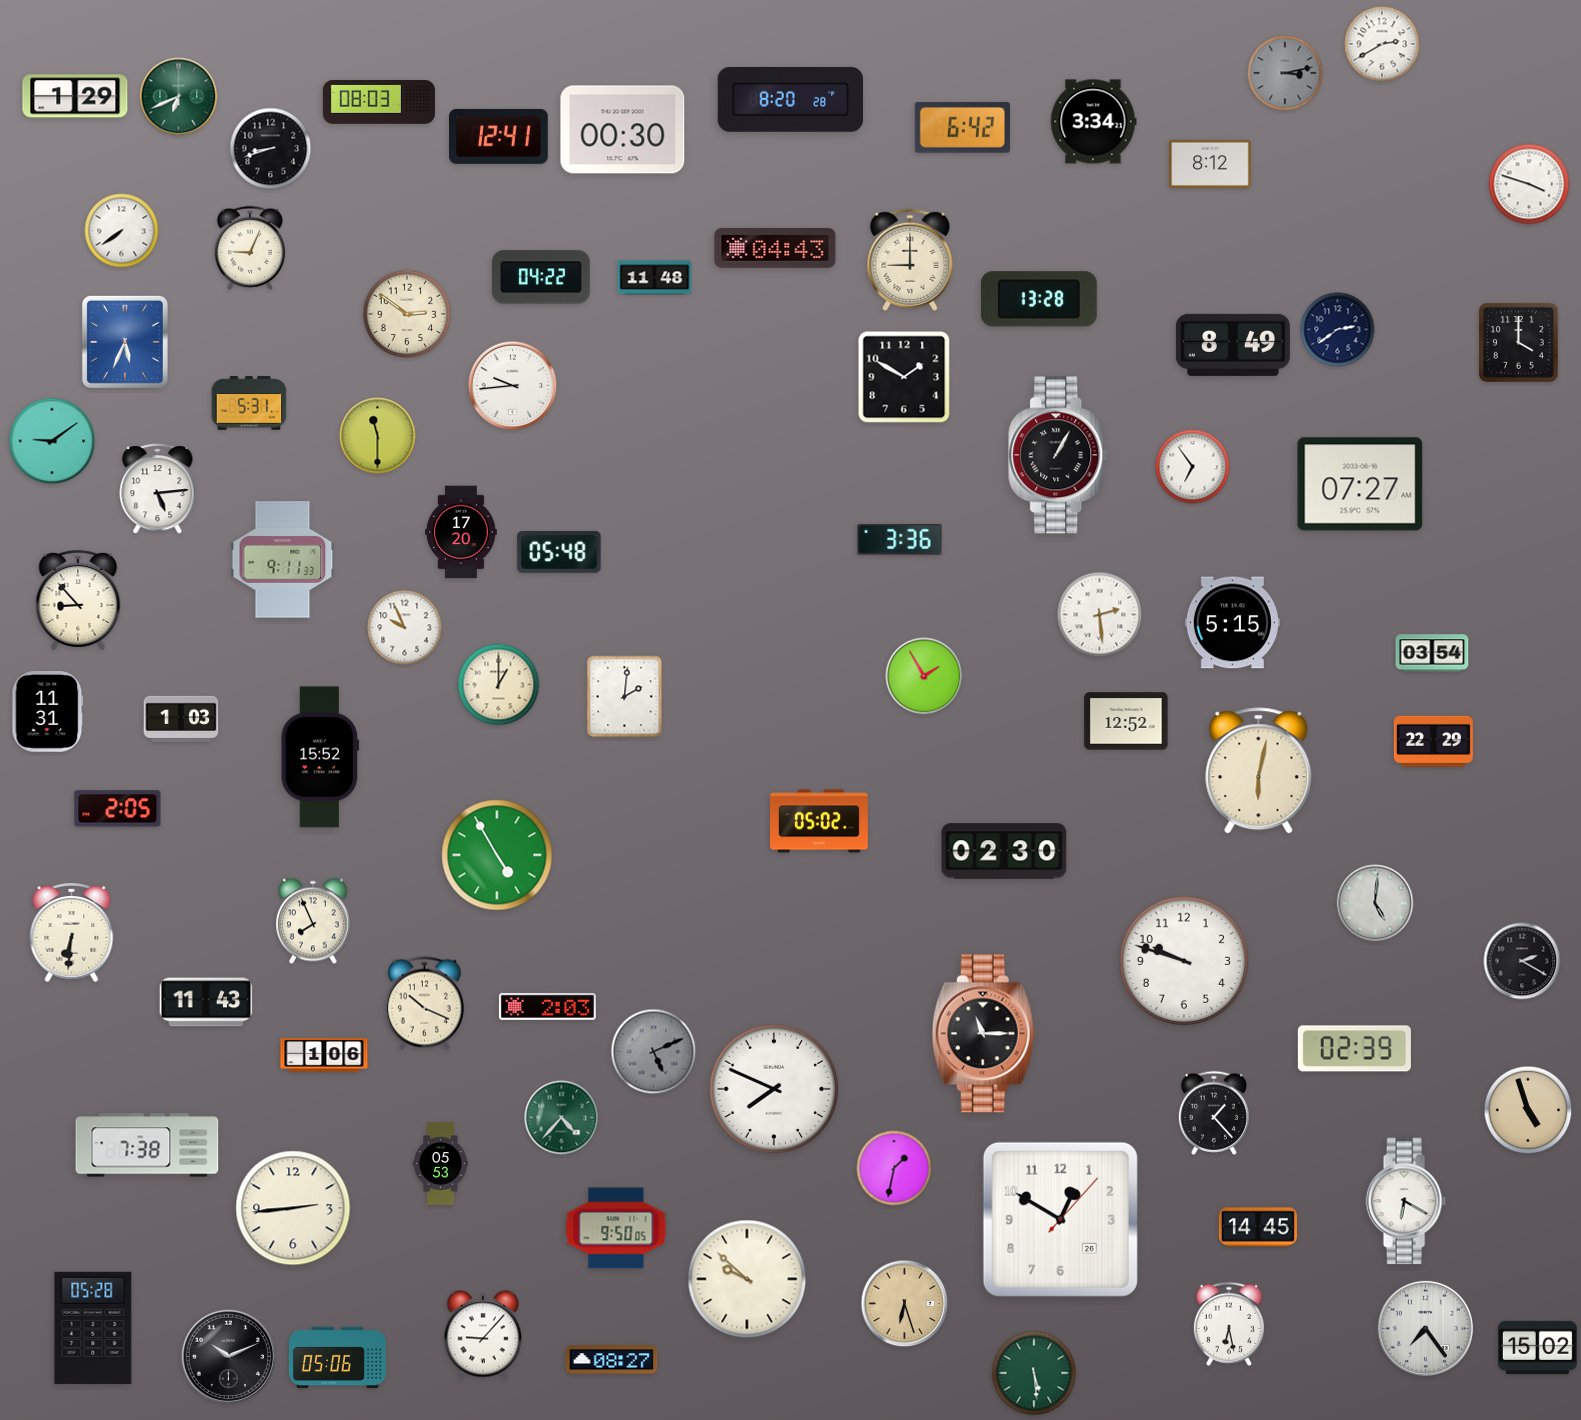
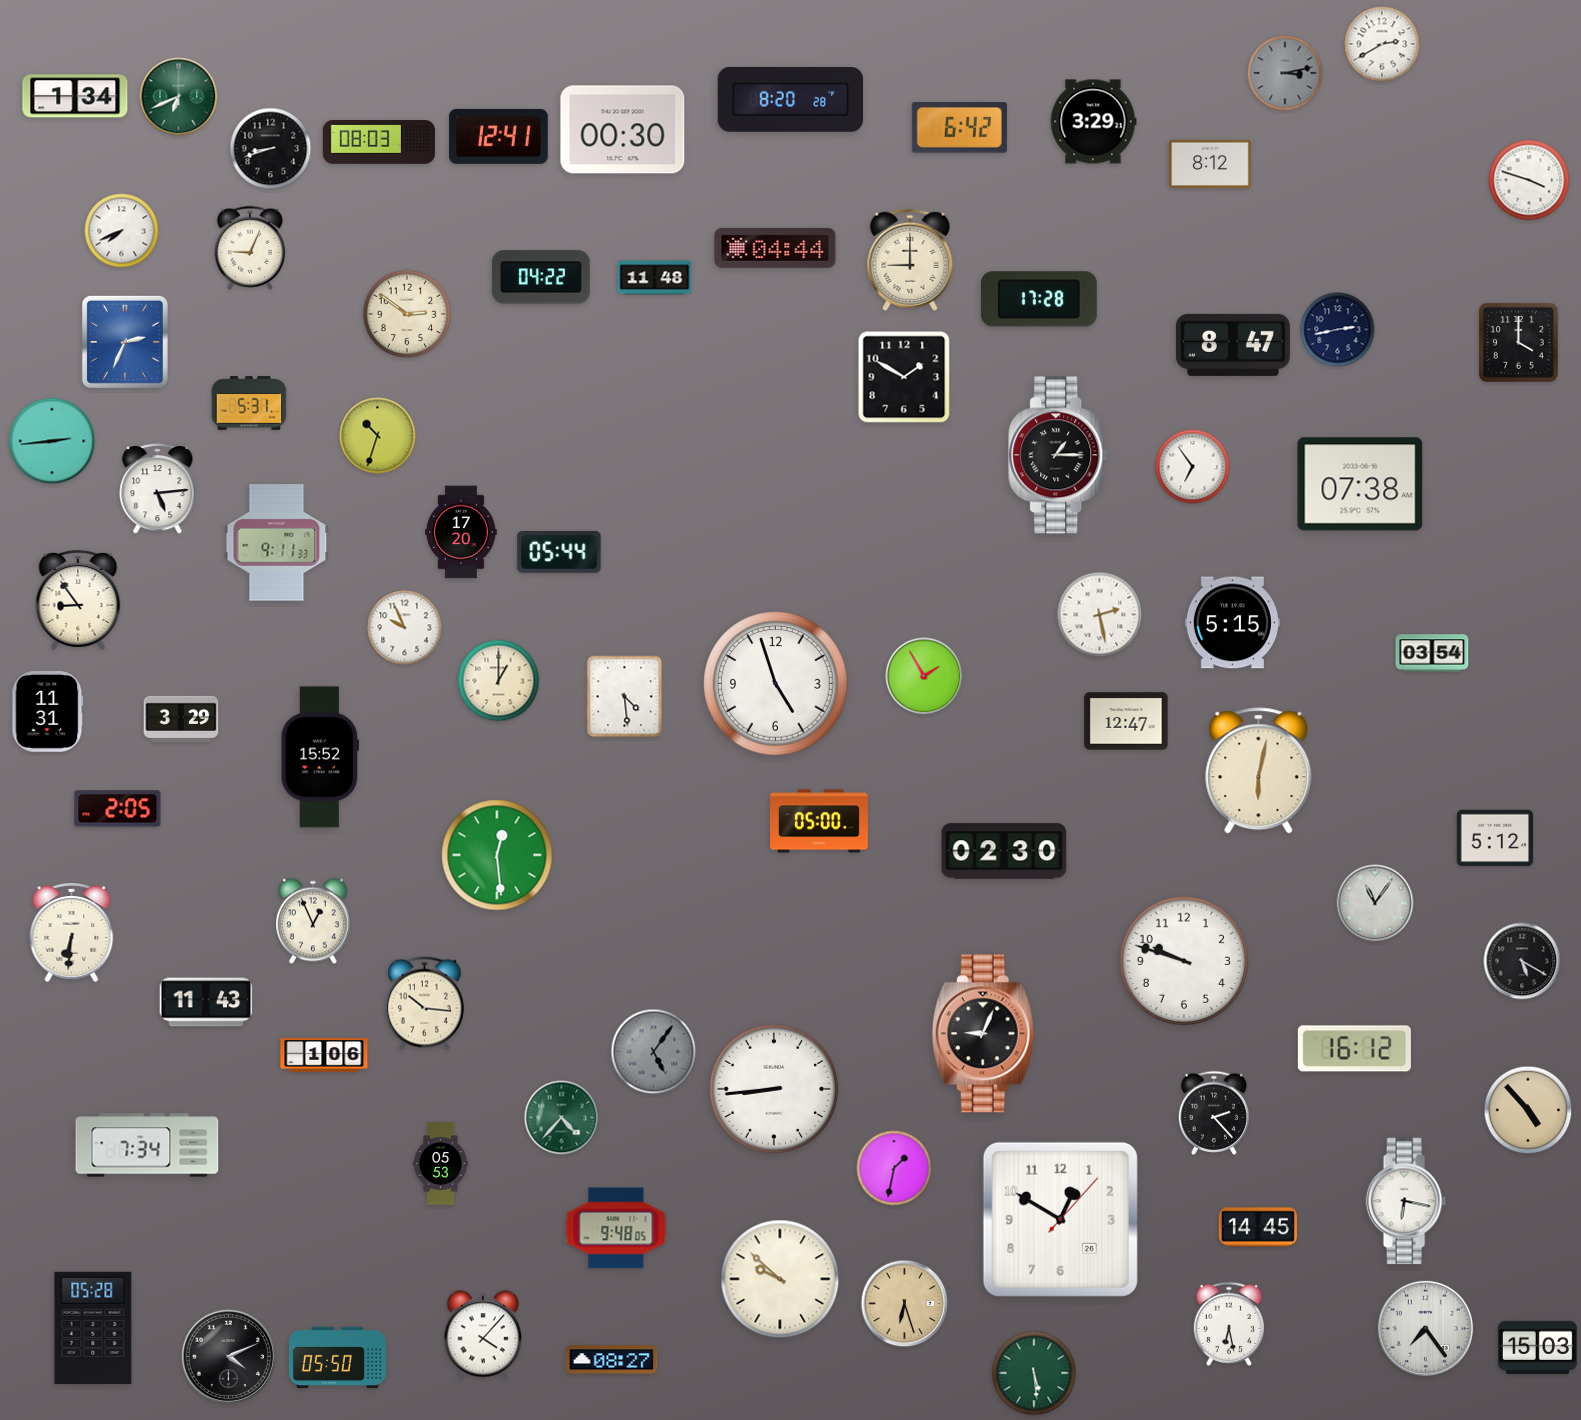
clock at (75, 96): 1:29 -> 1:34
clock at (378, 102) position: (378, 102) -> (378, 142)
clock at (1093, 122): 3:34 -> 3:29
clock at (962, 128) position: (962, 128) -> (959, 128)
clock at (1529, 184) position: (1529, 184) -> (1529, 180)
clock at (122, 231): 7:39 -> 7:41
clock at (775, 248): 04:43 -> 04:44
clock at (1039, 299): 13:28 -> 17:28
clock at (1338, 330): 2:39 -> 2:43
clock at (125, 342): 5:34 -> 2:34
clock at (1233, 345): 8:49 -> 8:47
clock at (513, 386): 9:44 -> none
clock at (378, 436): 11:30 -> 10:33
clock at (52, 441): 9:09 -> 2:44
clock at (1059, 455): 1:05 -> 1:15
clock at (1360, 484): 07:27 -> 07:38
clock at (900, 539): 3:36 -> none
clock at (559, 552): 05:48 -> 05:44
clock at (283, 560) position: (283, 560) -> (277, 543)
clock at (78, 600): 8:53 -> 8:54
clock at (1100, 615): 2:29 -> 2:28
clock at (776, 684): none -> 4:57
clock at (499, 685) position: (499, 685) -> (499, 681)
clock at (625, 697): 2:01 -> 4:29
clock at (181, 719): 1:03 -> 3:29
clock at (1126, 721): 12:52 -> 12:47
clock at (1433, 741): 22:29 -> none
clock at (820, 821): 05:02 -> 05:00
clock at (1495, 838): none -> 5:12
clock at (497, 855): 4:55 -> 12:29
clock at (1375, 903): 5:01 -> 11:06
clock at (314, 921): 7:56 -> 12:56
clock at (1522, 961): 2:20 -> 5:20
clock at (424, 1004): 10:19 -> 10:16
clock at (547, 1006): 2:03 -> none
clock at (983, 1034): 11:15 -> 9:04
clock at (1354, 1049): 02:39 -> 16:12
clock at (654, 1052): 5:11 -> 5:06
clock at (774, 1089): 7:49 -> 8:44
clock at (1528, 1110): 4:57 -> 4:53
clock at (1213, 1113): 1:23 -> 2:23
clock at (147, 1145): 7:38 -> 7:34
clock at (1406, 1201): 6:20 -> 6:17
clock at (293, 1208): 2:44 -> none
clock at (616, 1228): 9:50 -> 9:48
clock at (747, 1279) position: (747, 1279) -> (780, 1279)
clock at (482, 1335): 9:07 -> 4:07
clock at (1537, 1347): 15:02 -> 15:03
clock at (228, 1356): 10:11 -> 4:11
clock at (337, 1358): 05:06 -> 05:50
